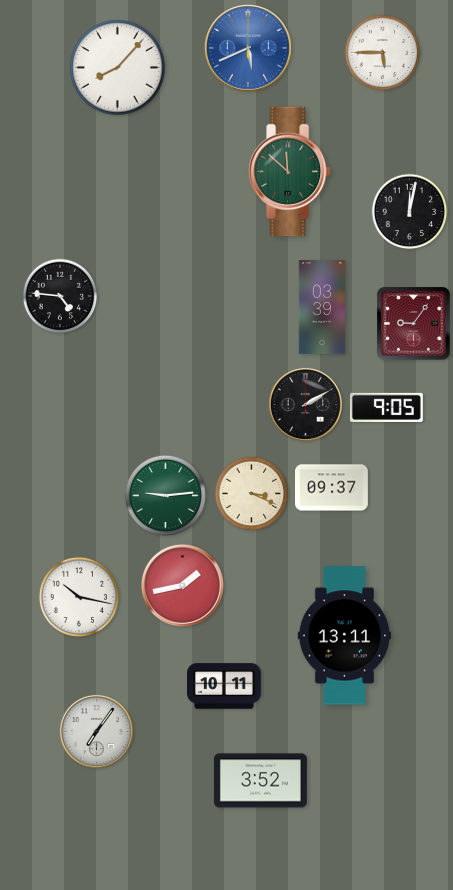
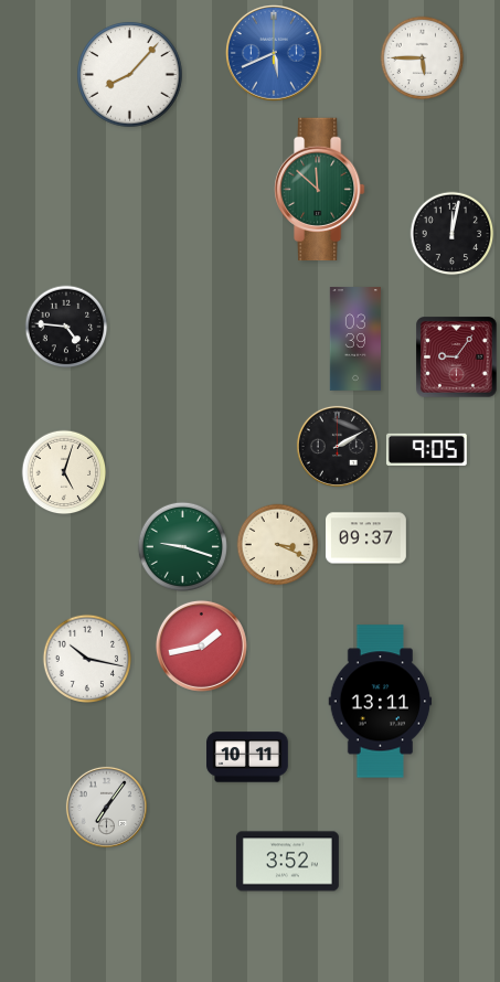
clock at (64, 472): none -> 5:03
clock at (165, 495): 9:14 -> 9:18
